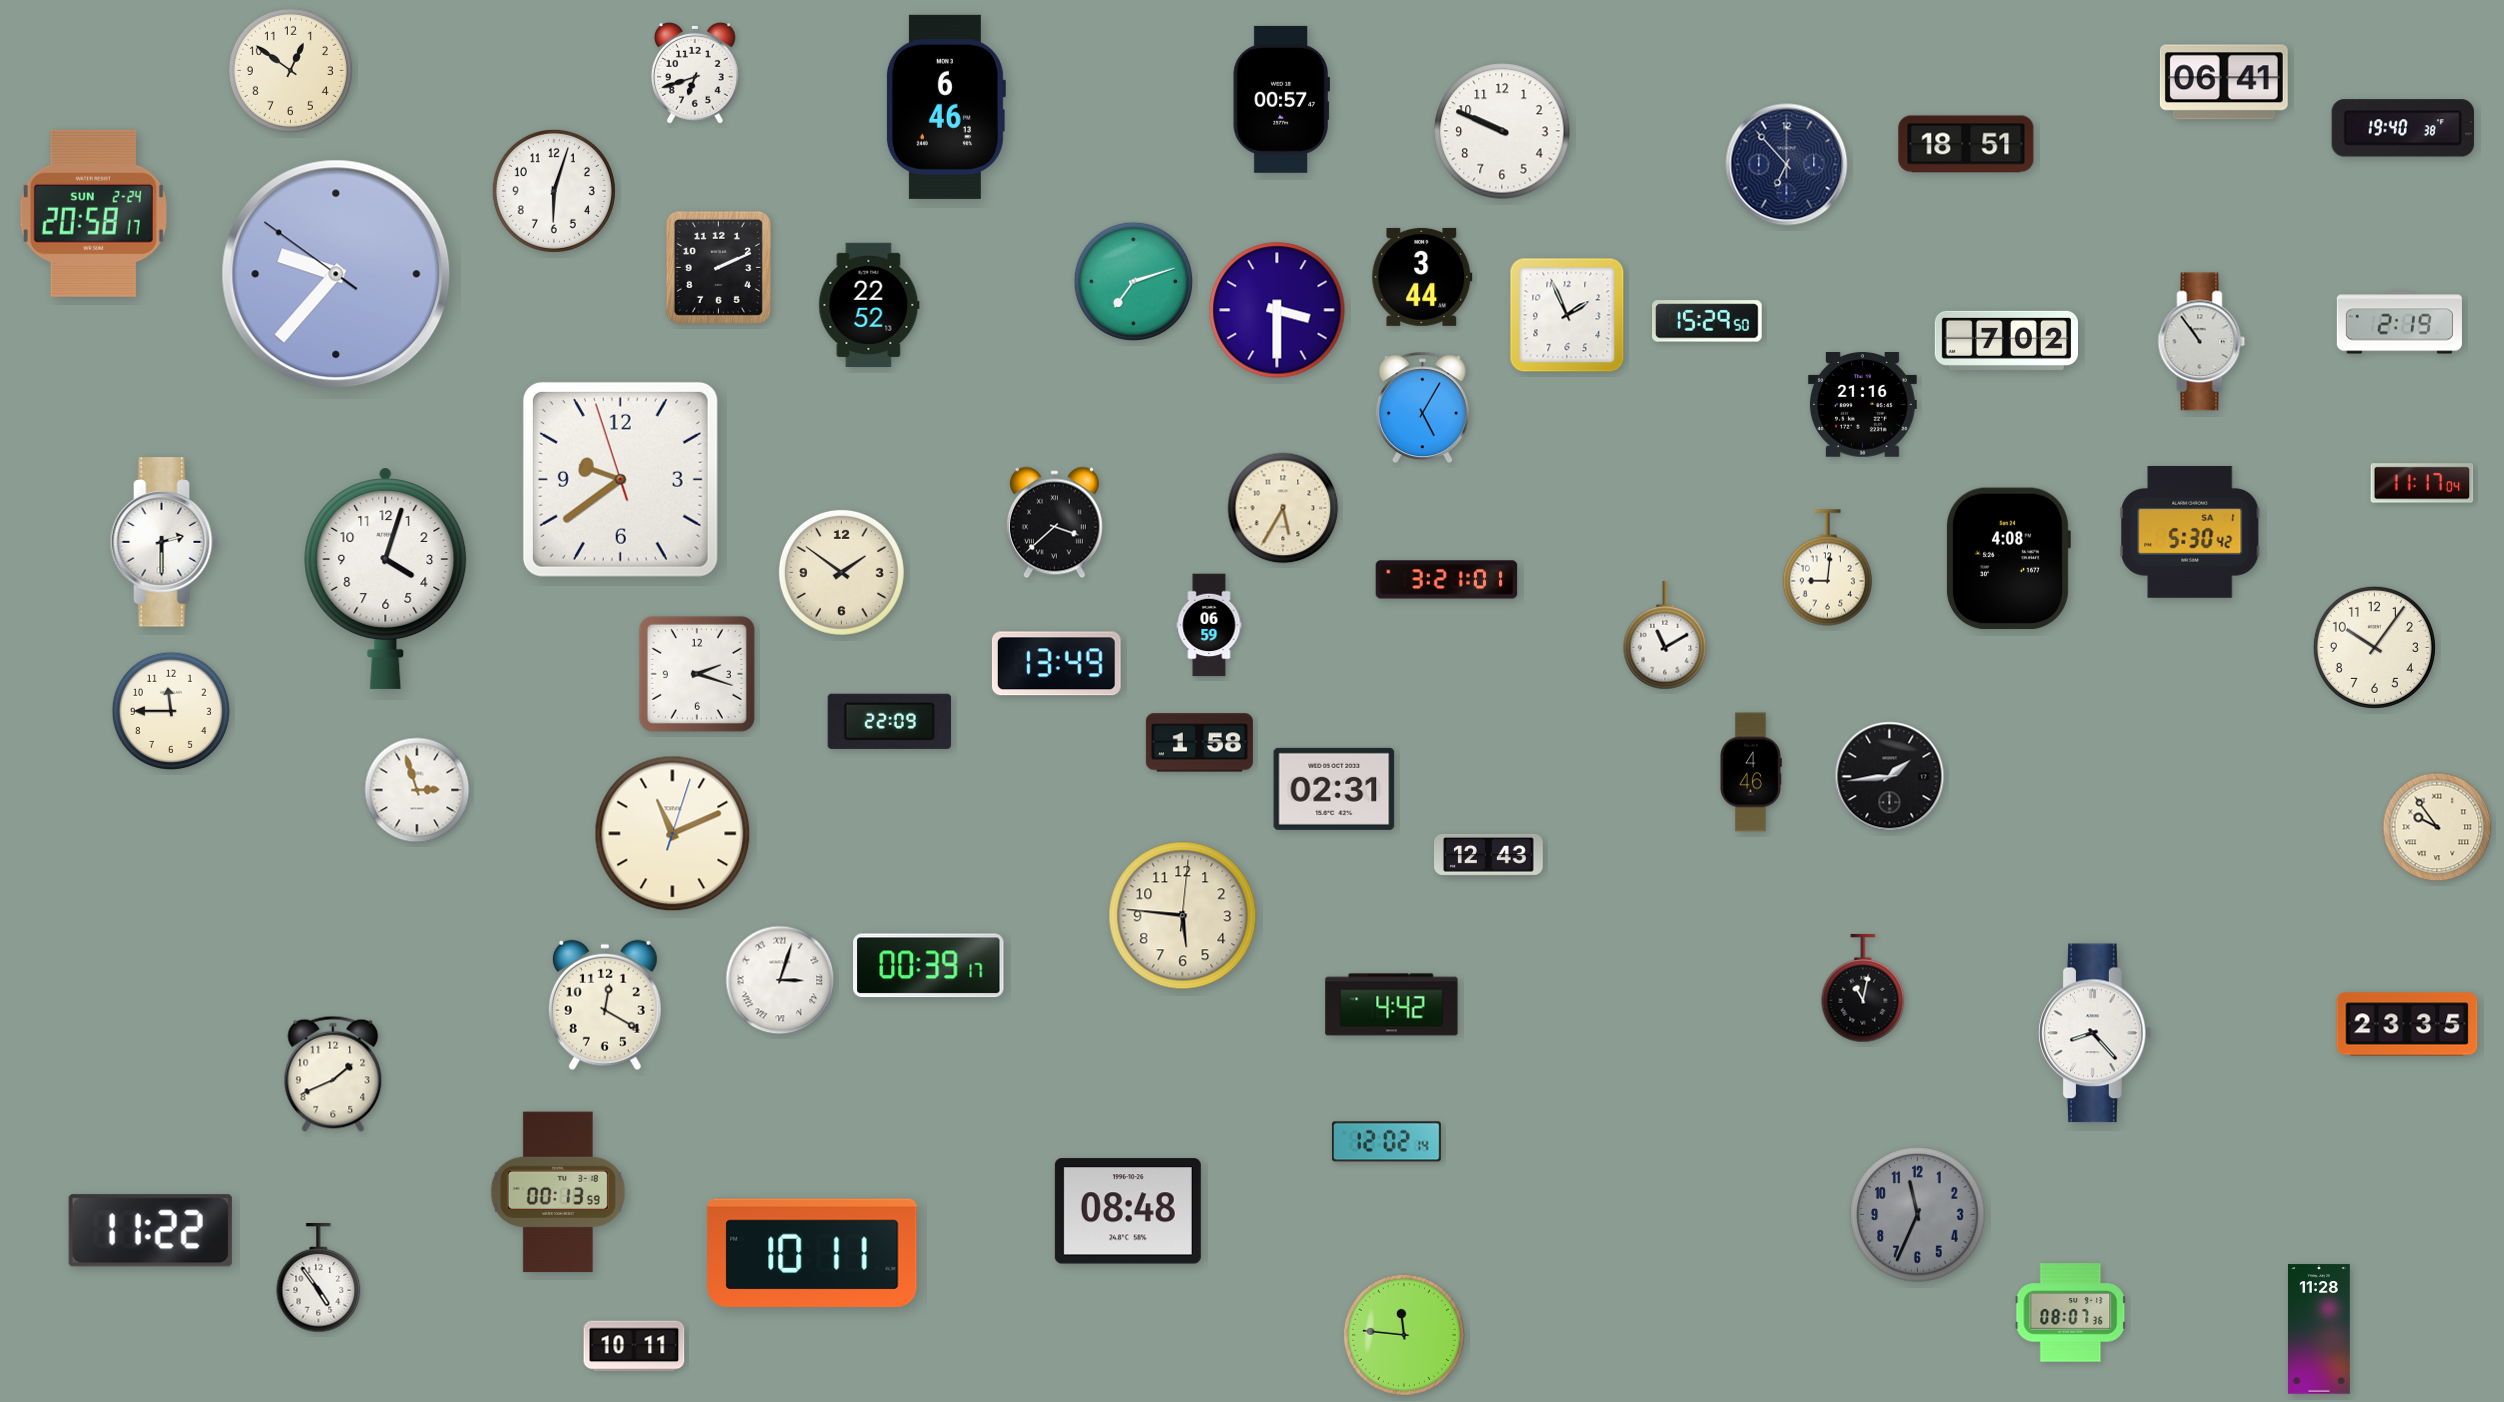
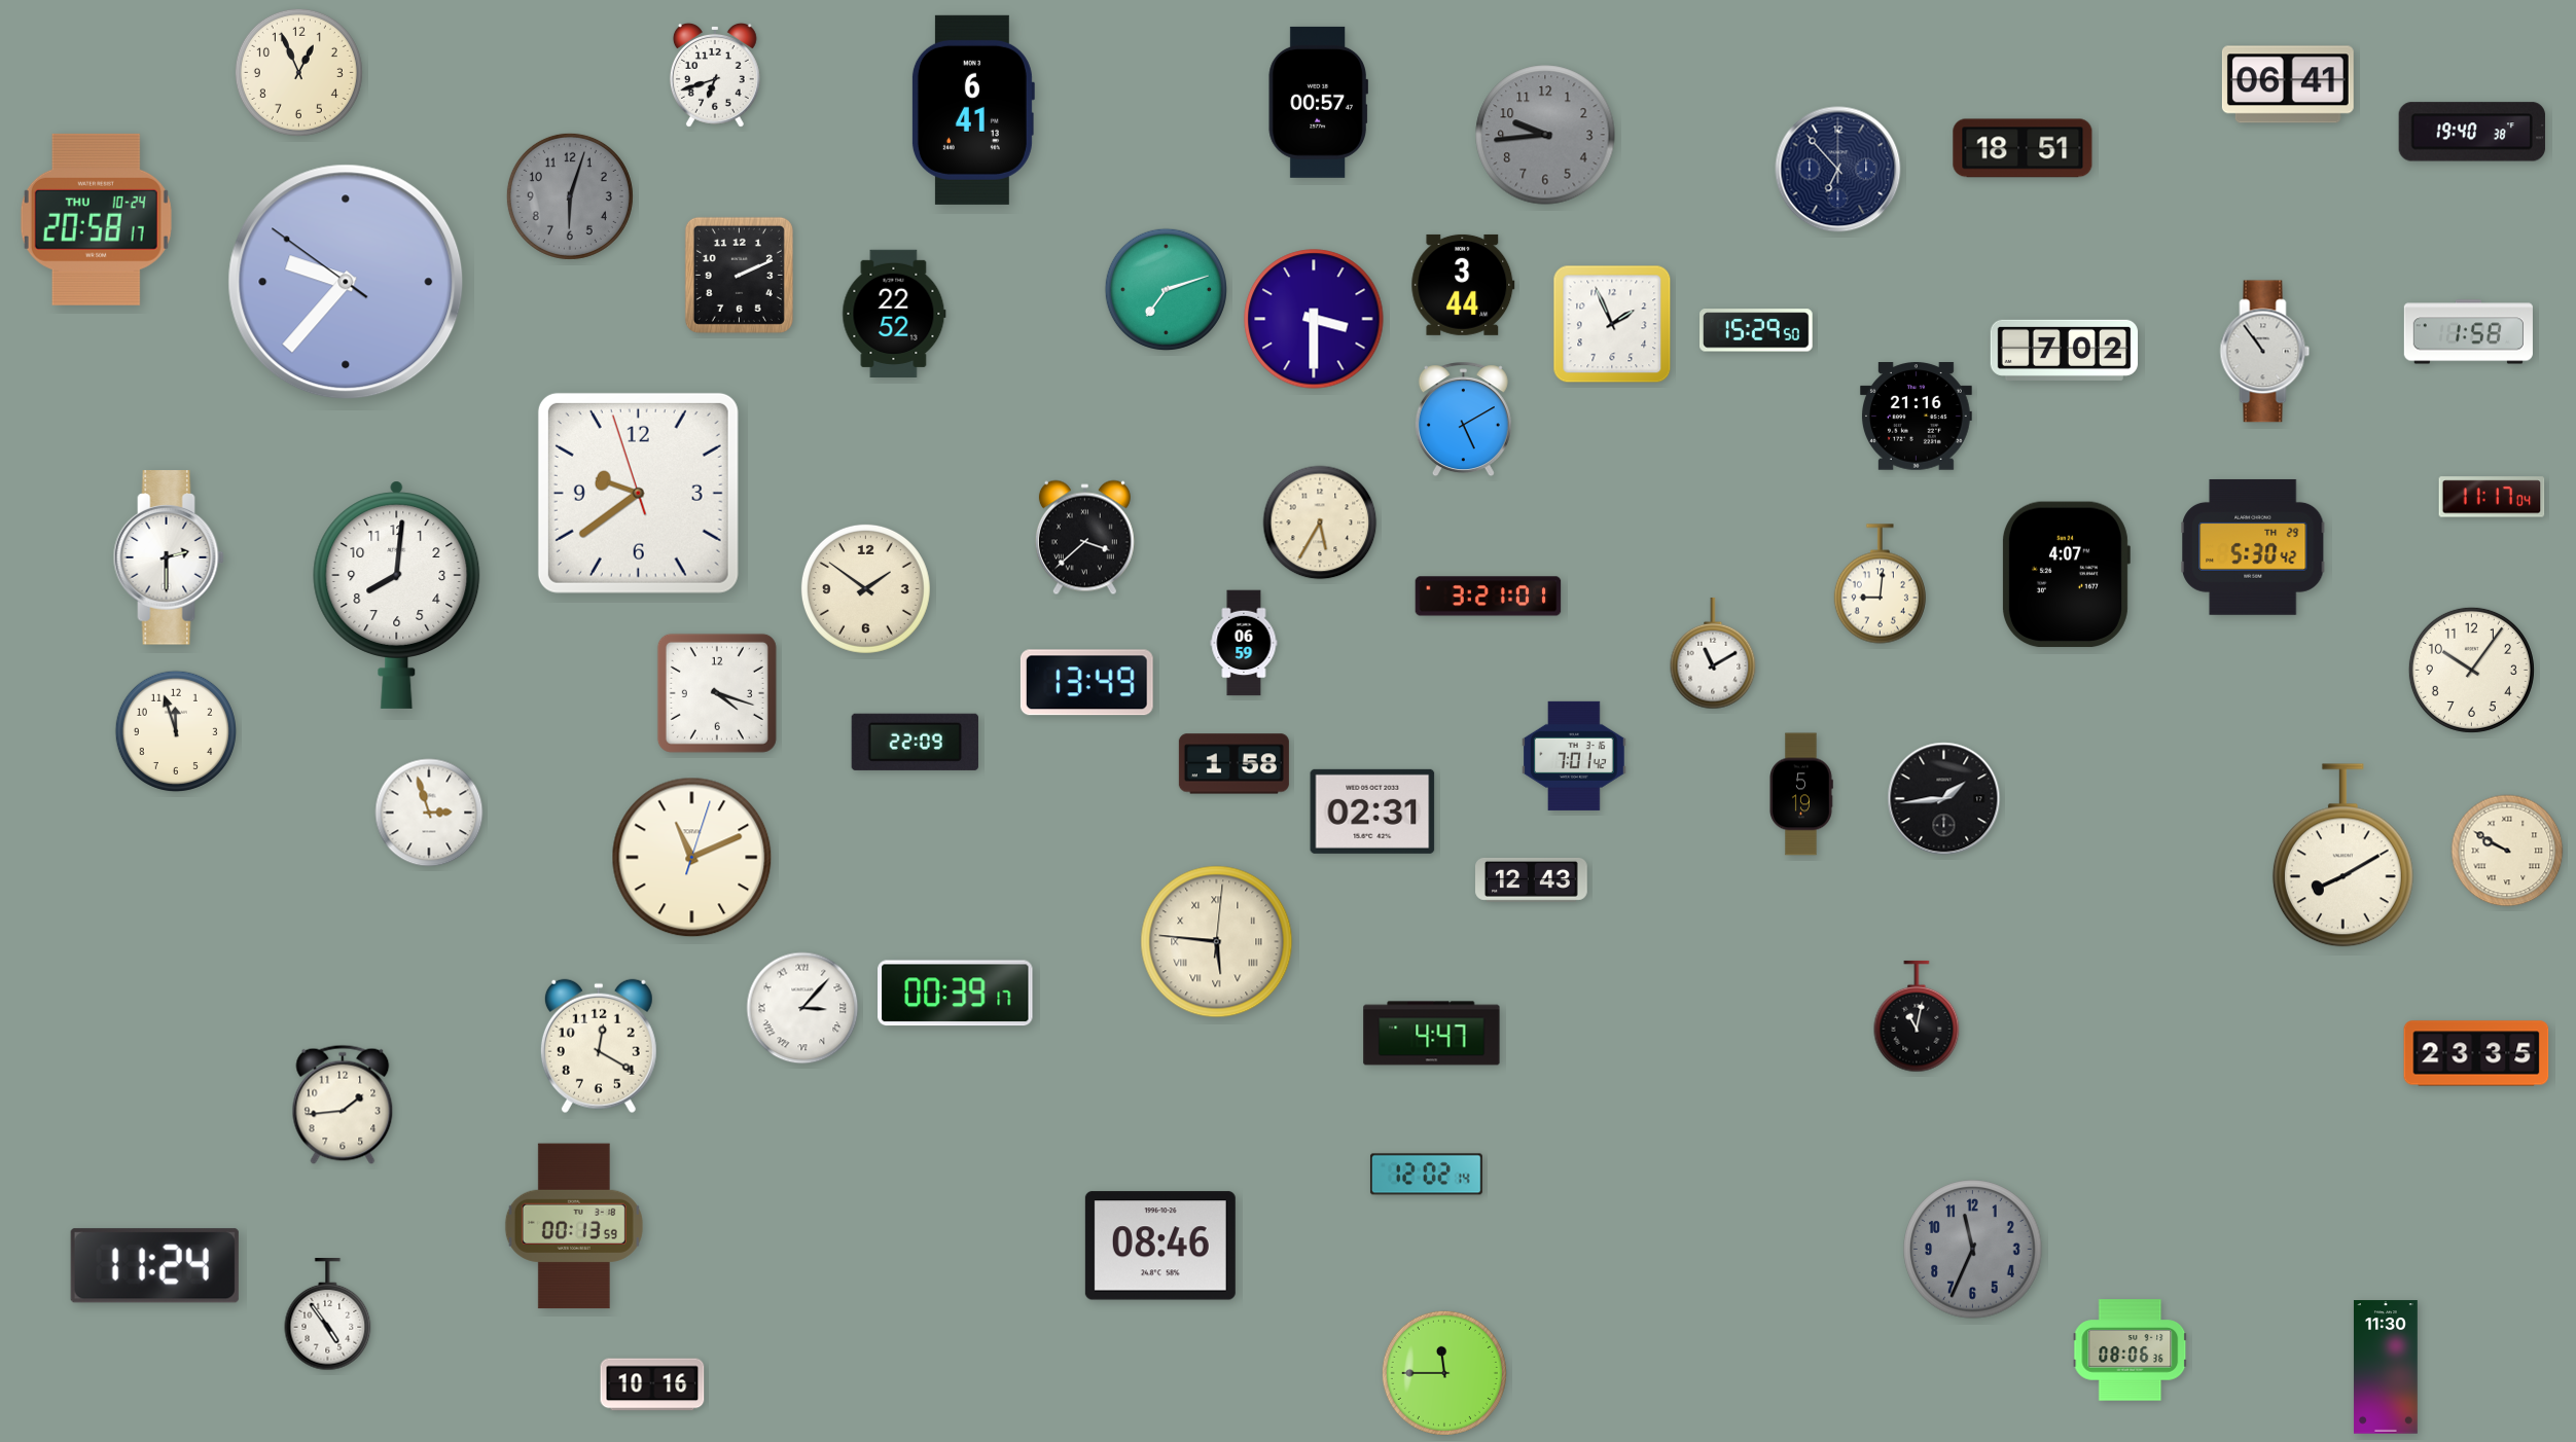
clock at (290, 70): 12:51 -> 12:56
clock at (945, 107): 6:46 -> 6:41
clock at (1502, 131): 9:49 -> 9:44
clock at (1502, 131) dial: white -> grey
clock at (554, 191) dial: white -> grey
clock at (93, 213) date: SUN 2-24 -> THU 10-24
clock at (2399, 323): 2:19 -> 1:58
clock at (1422, 408): 5:05 -> 5:10
clock at (2190, 532) date: SA 1 -> TH 29
clock at (2008, 559): 4:08 -> 4:07
clock at (386, 578): 4:03 -> 8:01
clock at (2374, 647) position: (2374, 647) -> (2471, 670)
clock at (697, 674): 2:18 -> 4:18
clock at (170, 710): 11:45 -> 11:57
clock at (1574, 756): none -> 7:01
clock at (1751, 772): 4:46 -> 5:19
clock at (2437, 827): 9:54 -> 9:50
clock at (2342, 856): none -> 8:10
clock at (1183, 916) numerals: Arabic -> Roman
clock at (780, 980): 3:03 -> 3:07
clock at (605, 1005) position: (605, 1005) -> (599, 1046)
clock at (1392, 1005): 4:42 -> 4:47
clock at (2096, 1033): 8:23 -> none
clock at (333, 1074): 1:41 -> 1:44
clock at (1128, 1211): 08:48 -> 08:46
clock at (150, 1231): 11:22 -> 11:24
clock at (812, 1252): 10:11 -> none
clock at (2071, 1313): 08:07 -> 08:06
clock at (2319, 1329): 11:28 -> 11:30
clock at (1404, 1335): 11:46 -> 11:45
clock at (634, 1346): 10:11 -> 10:16
